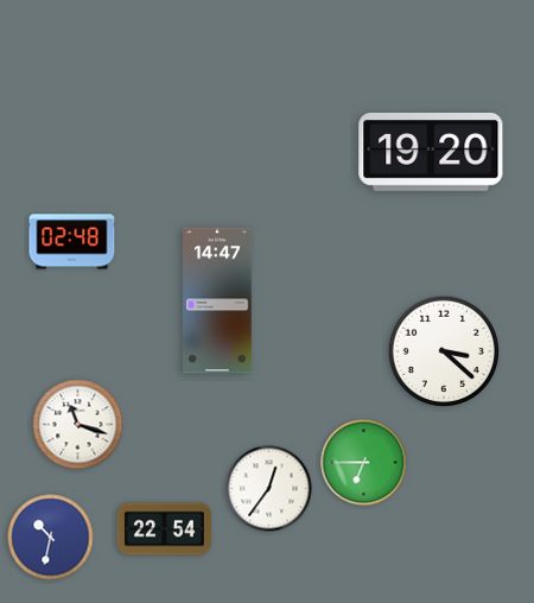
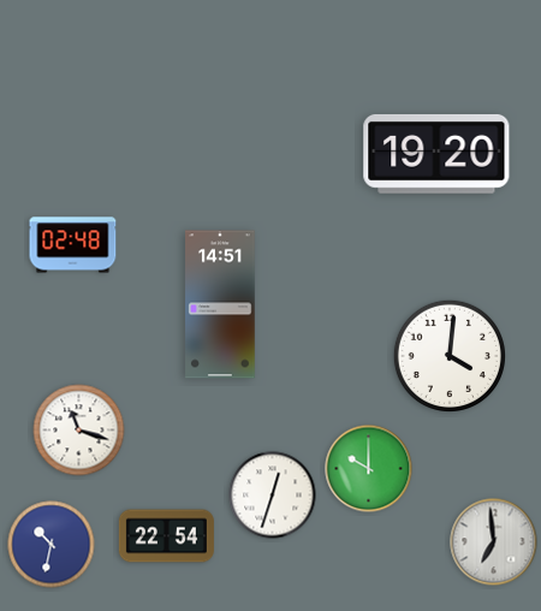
clock at (217, 300): 14:47 -> 14:51
clock at (443, 350): 3:22 -> 4:01
clock at (364, 463): 6:45 -> 10:00
clock at (269, 489): 12:36 -> 12:33
clock at (494, 542): none -> 6:59
